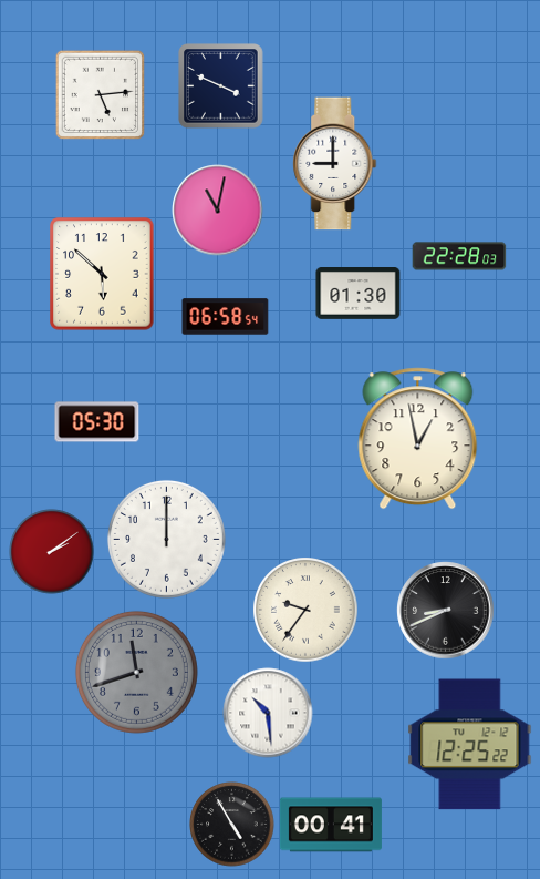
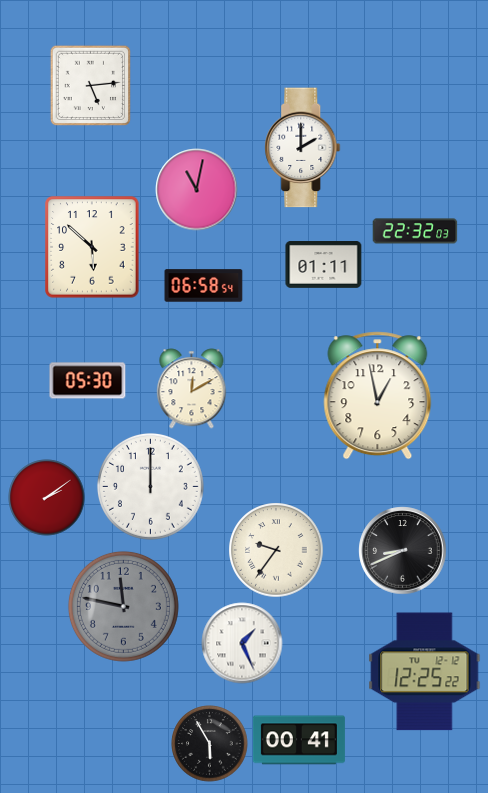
clock at (221, 86): 3:49 -> none
clock at (335, 164): 9:00 -> 2:00
clock at (459, 256): 22:28 -> 22:32
clock at (359, 294): 01:30 -> 01:11
clock at (192, 389): none -> 12:10
clock at (136, 672): 11:42 -> 11:47
clock at (268, 713): 10:29 -> 1:26
clock at (232, 825): 4:55 -> 5:55
clock at (331, 825) position: (331, 825) -> (299, 740)
